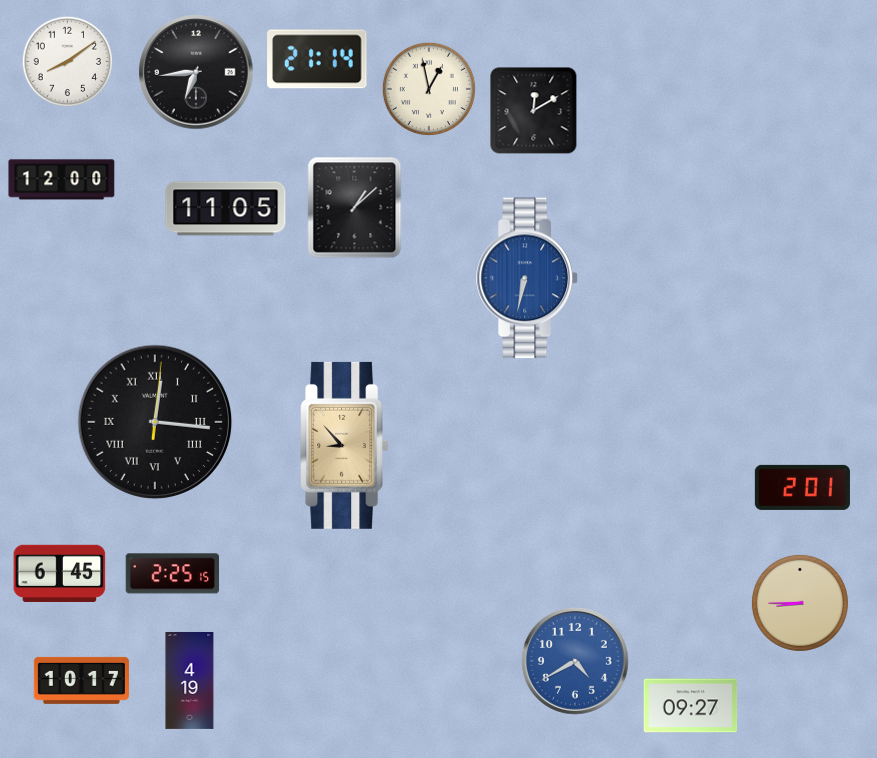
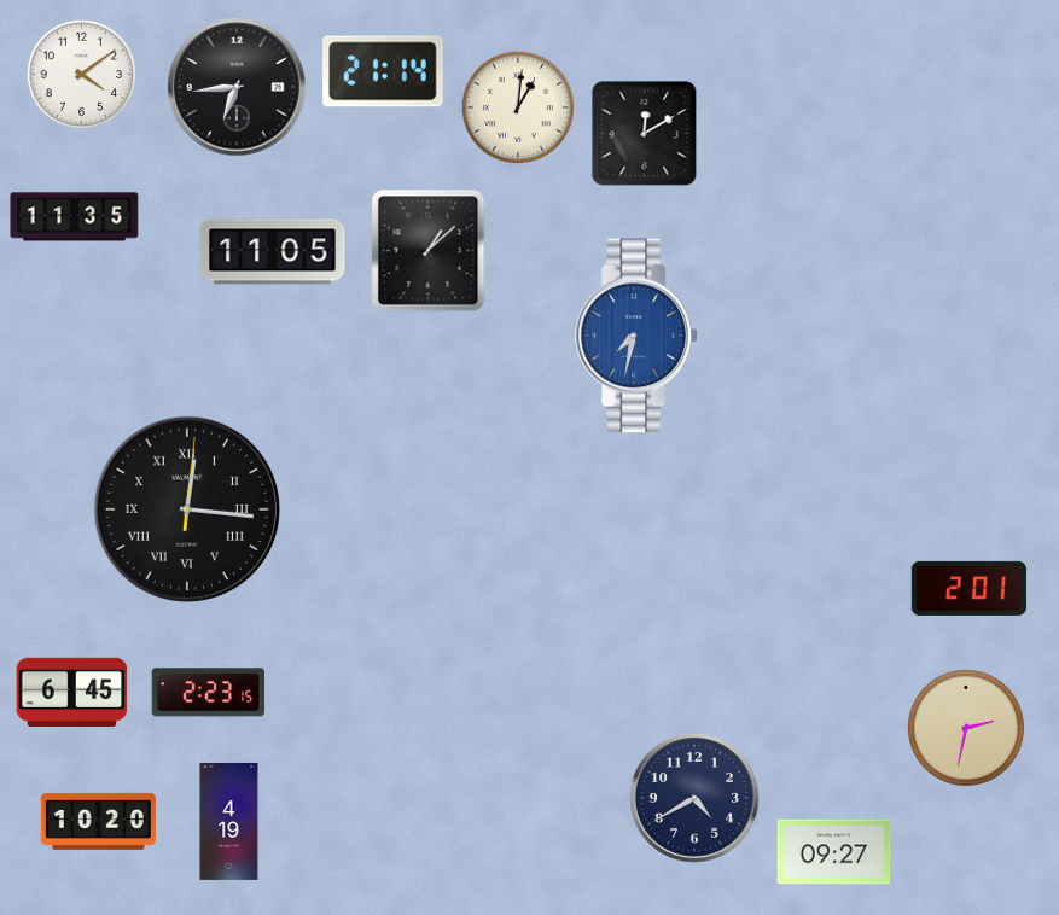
clock at (68, 62): 8:09 -> 4:09
clock at (429, 89): 12:58 -> 1:01
clock at (62, 180): 12:00 -> 11:35
clock at (527, 278): 6:32 -> 7:32
clock at (345, 445): 8:53 -> none
clock at (172, 574): 2:25 -> 2:23
clock at (800, 603): 8:45 -> 2:32
clock at (575, 661) dial: blue -> navy
clock at (81, 680): 10:17 -> 10:20
